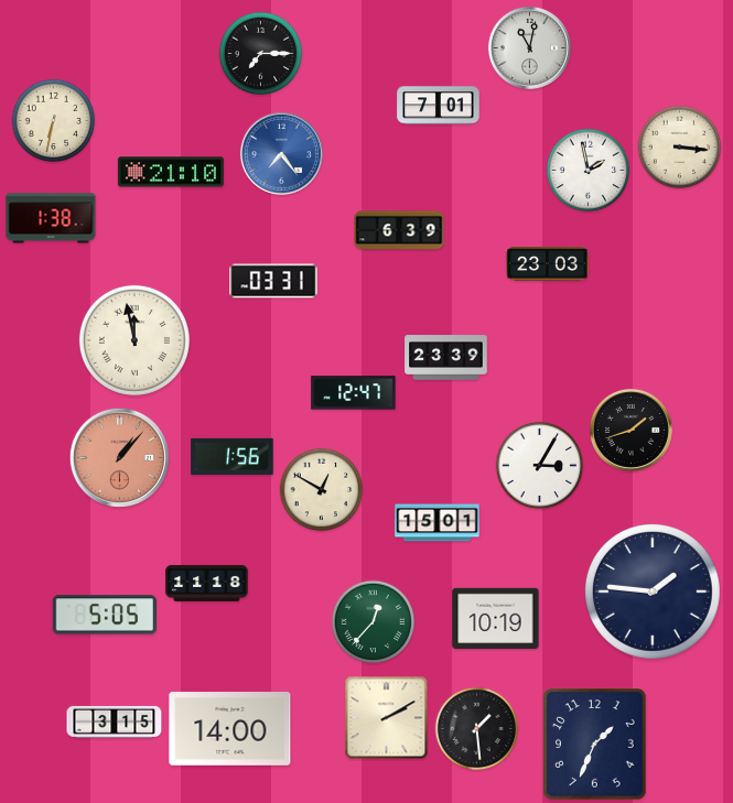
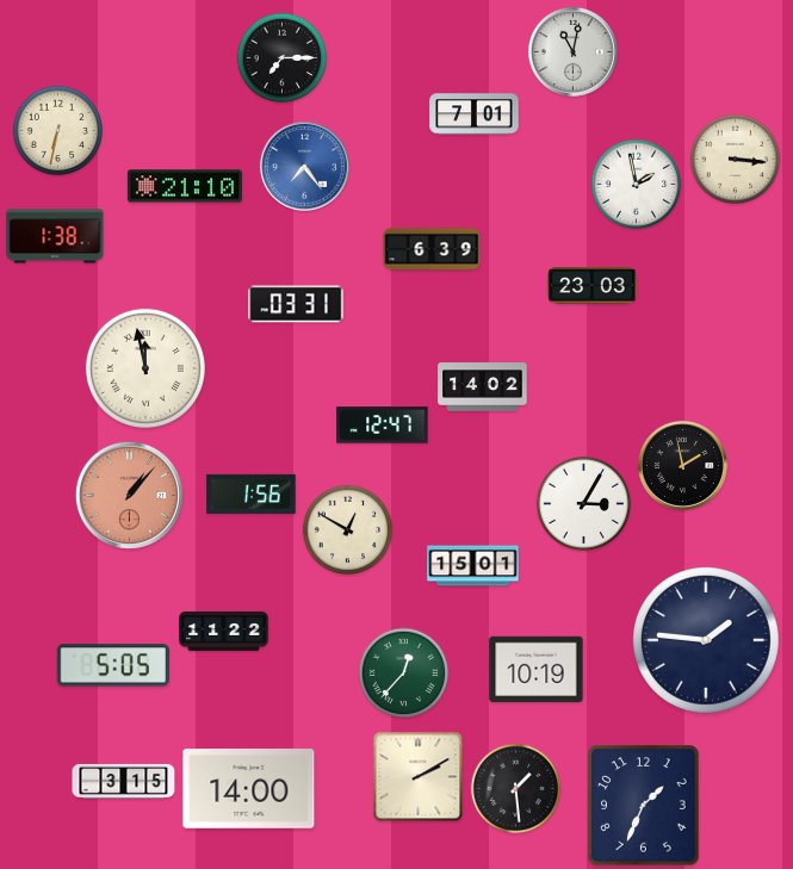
clock at (446, 358): 23:39 -> 14:02
clock at (630, 430): 1:42 -> 1:58
clock at (207, 583): 11:18 -> 11:22
